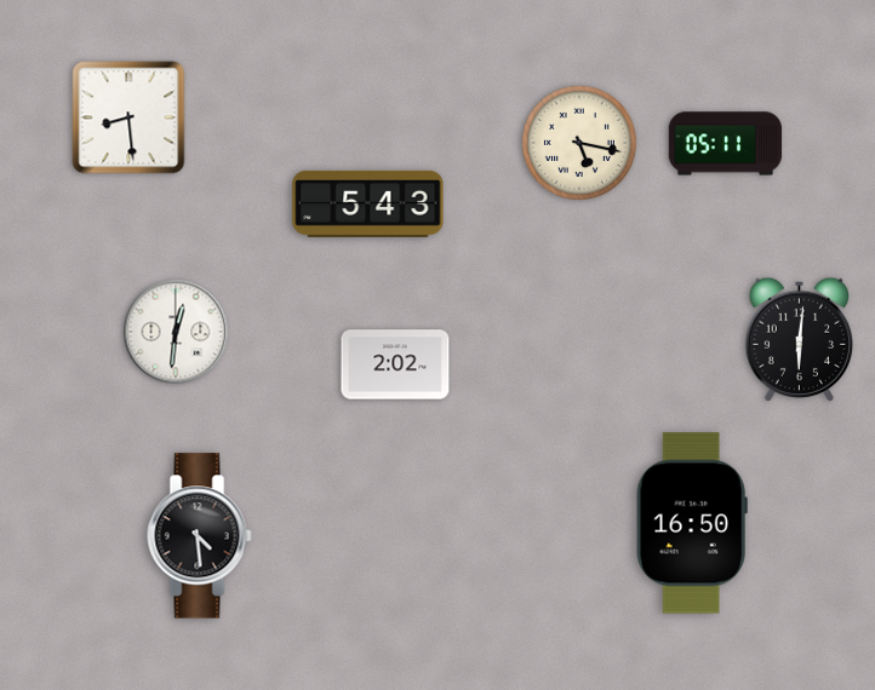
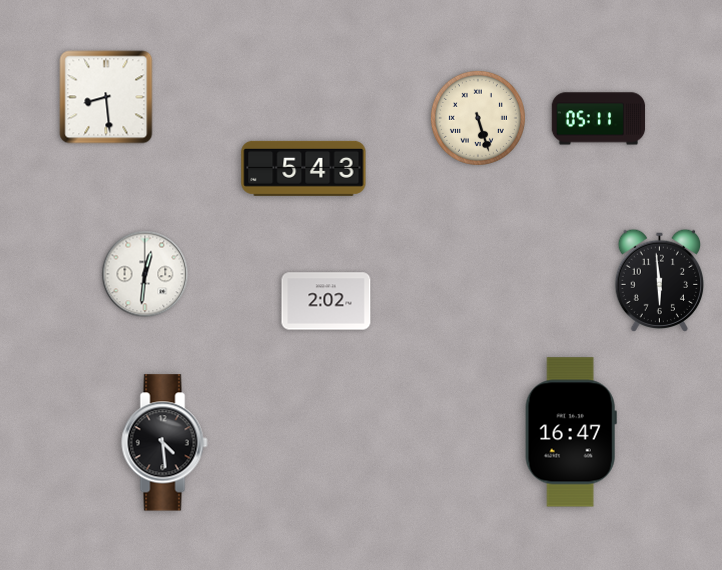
clock at (579, 143): 5:17 -> 5:27
clock at (799, 339): 6:01 -> 5:59
clock at (692, 523): 16:50 -> 16:47
